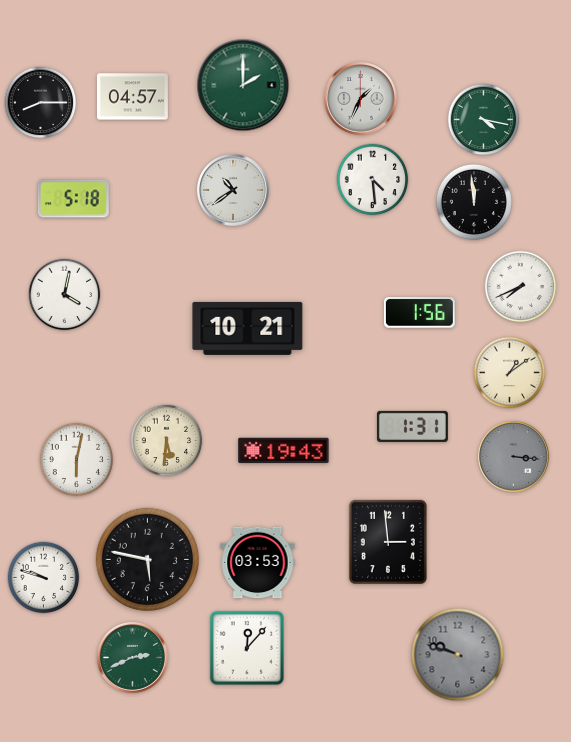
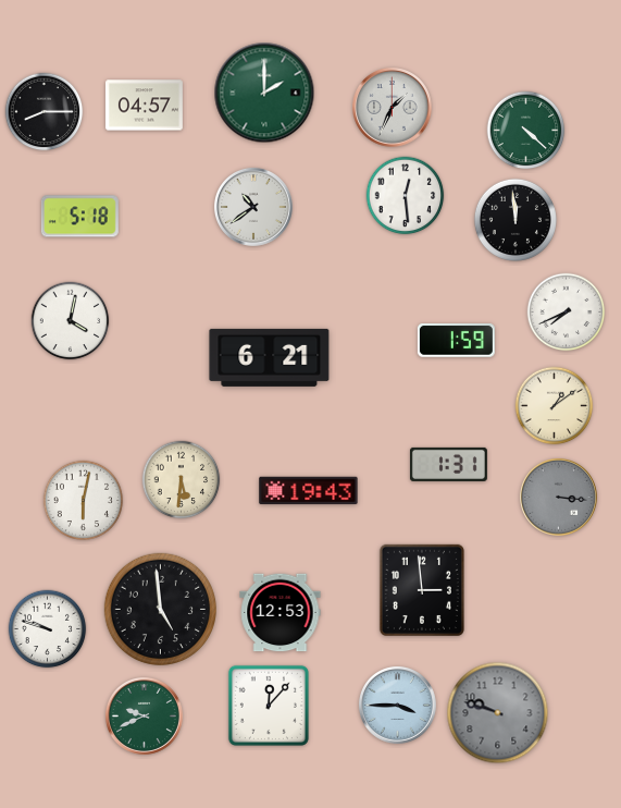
clock at (484, 120): 4:17 -> 4:22
clock at (373, 180): 4:29 -> 12:29
clock at (419, 313): 1:56 -> 1:59
clock at (248, 328): 10:21 -> 6:21
clock at (147, 559): 5:47 -> 4:59
clock at (258, 563): 03:53 -> 12:53
clock at (397, 705): none -> 3:45
clock at (132, 657): 2:41 -> 9:41
